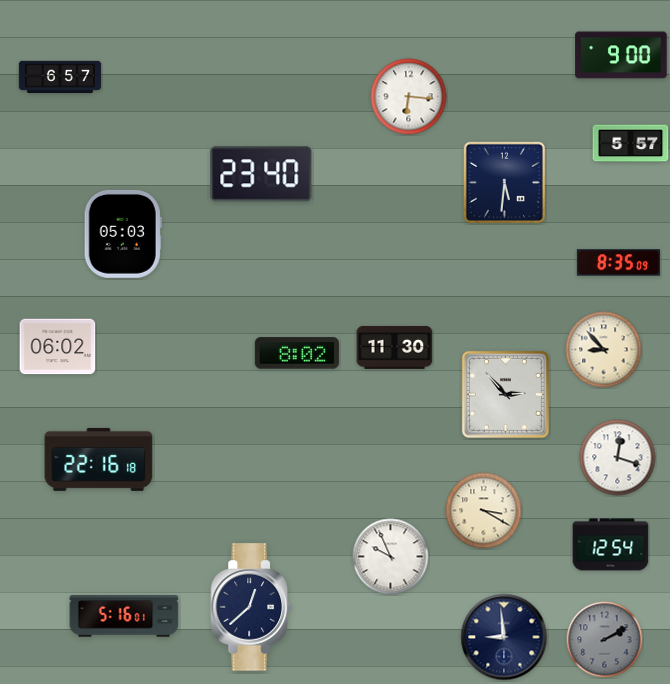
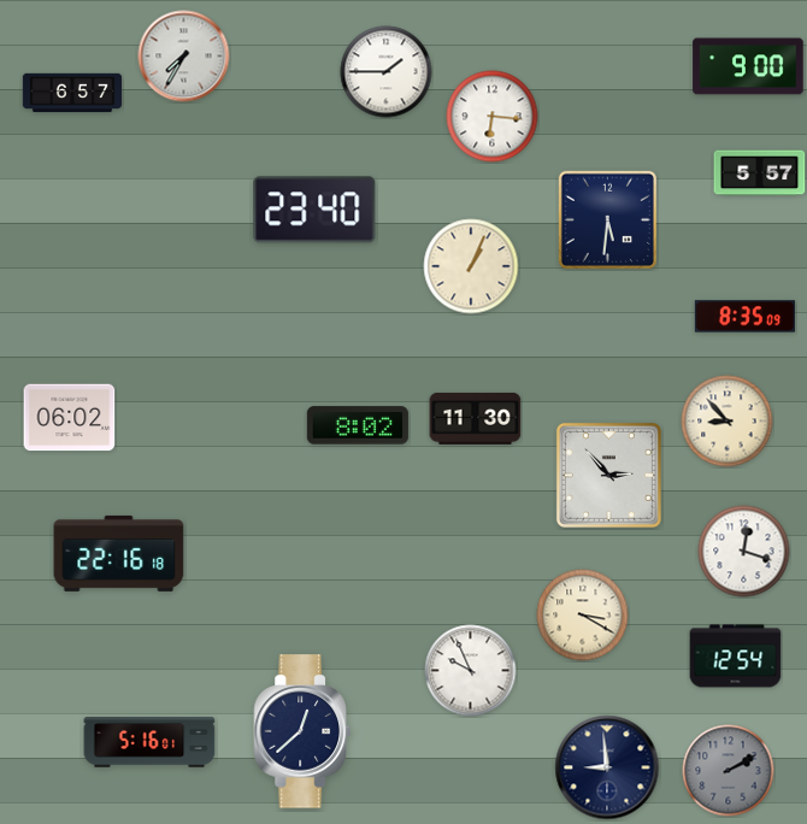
clock at (184, 57): none -> 7:35
clock at (387, 72): none -> 1:45
clock at (471, 266): none -> 1:04
clock at (123, 234): 05:03 -> none
